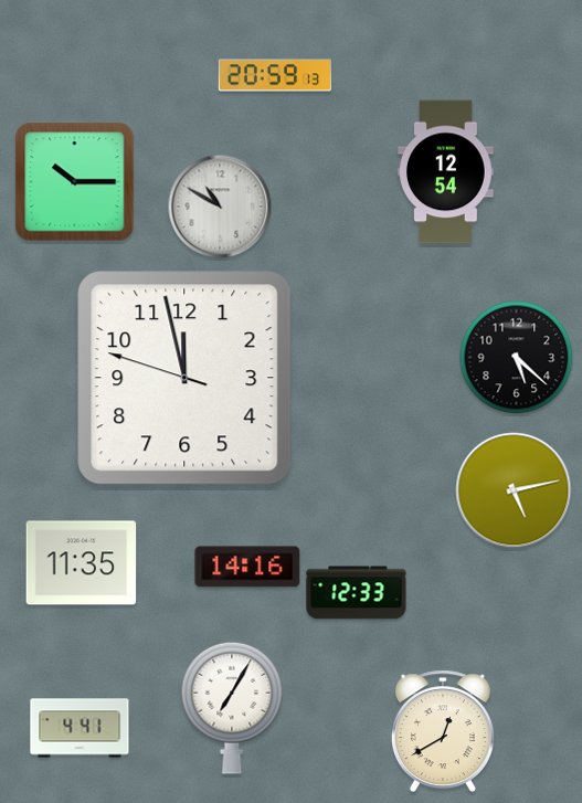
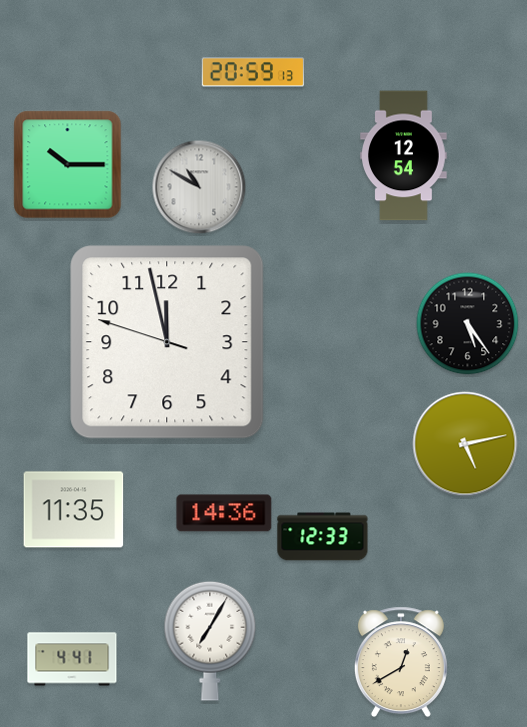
clock at (275, 75) position: (275, 75) -> (253, 72)
clock at (517, 358): 5:22 -> 5:24
clock at (247, 567): 14:16 -> 14:36
